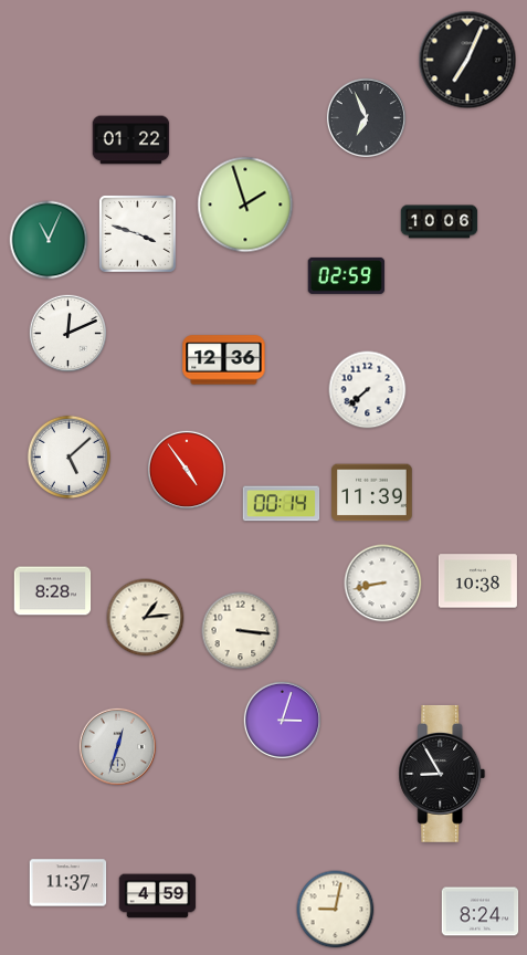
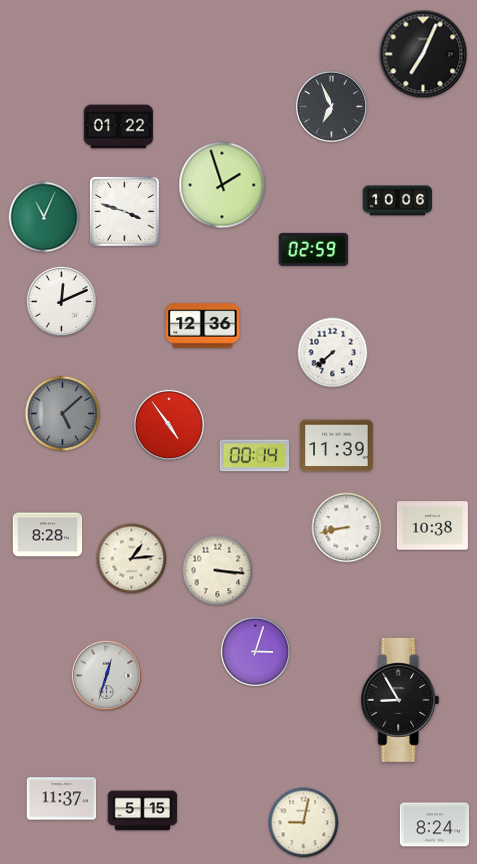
clock at (68, 456) dial: white -> grey
clock at (158, 896): 4:59 -> 5:15
